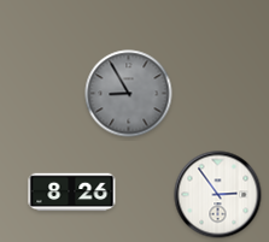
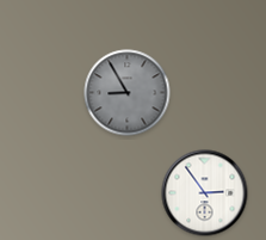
clock at (72, 193): 8:26 -> none
clock at (218, 195) position: (218, 195) -> (205, 193)
